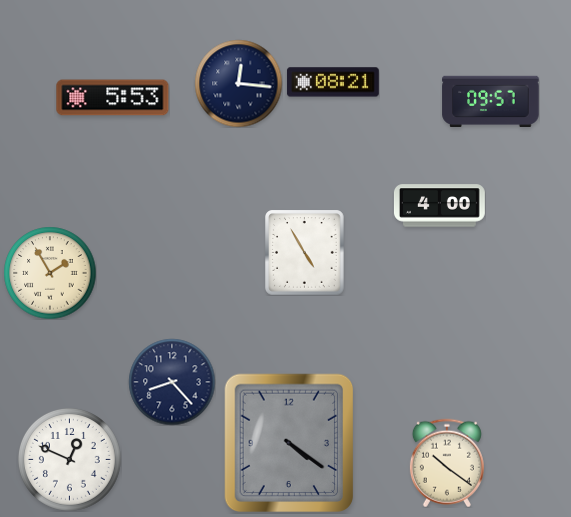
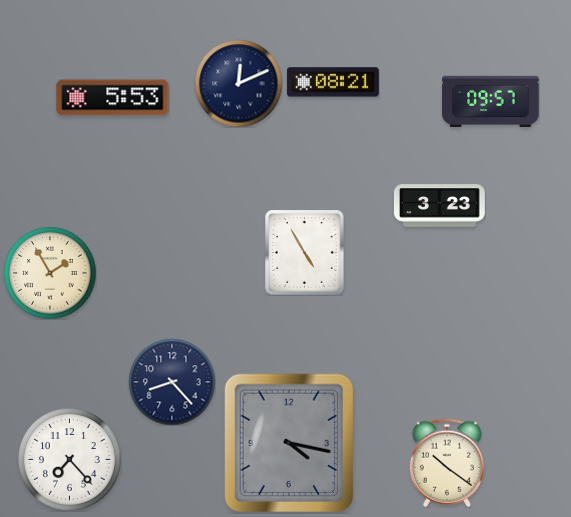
clock at (238, 83): 12:16 -> 12:11
clock at (439, 206): 4:00 -> 3:23
clock at (289, 443): 4:21 -> 4:17
clock at (69, 459): 12:49 -> 7:23
